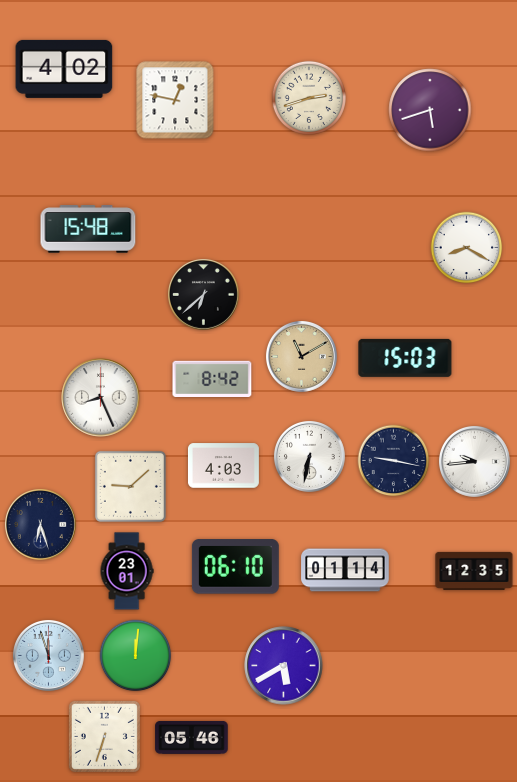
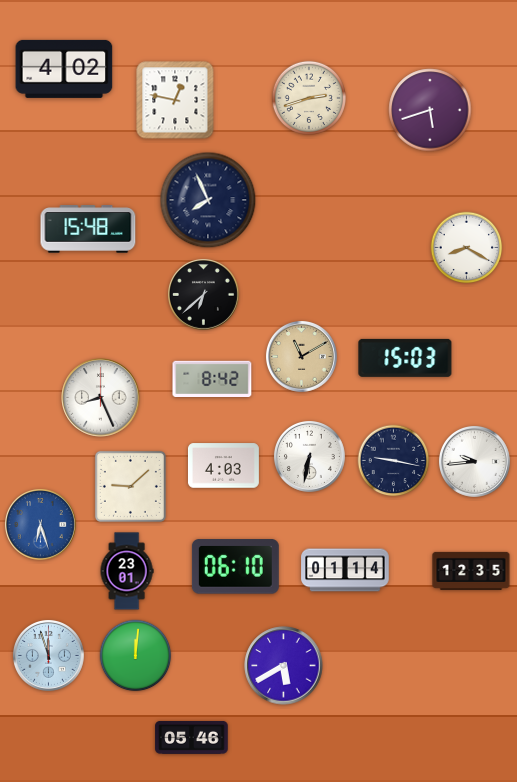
clock at (208, 200): none -> 7:56
clock at (40, 524) dial: navy -> blue
clock at (474, 571) position: (474, 571) -> (471, 571)
clock at (104, 736): 6:33 -> none
